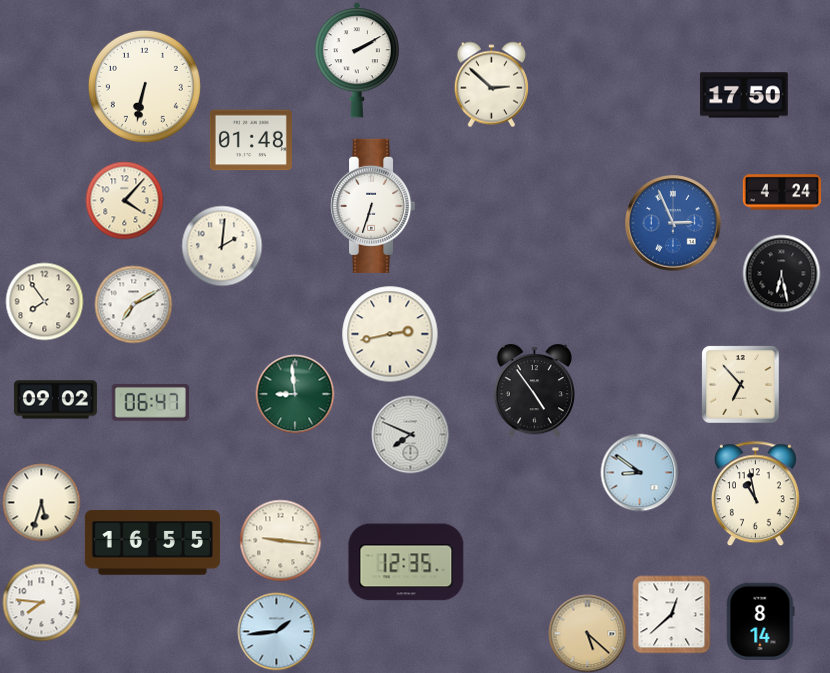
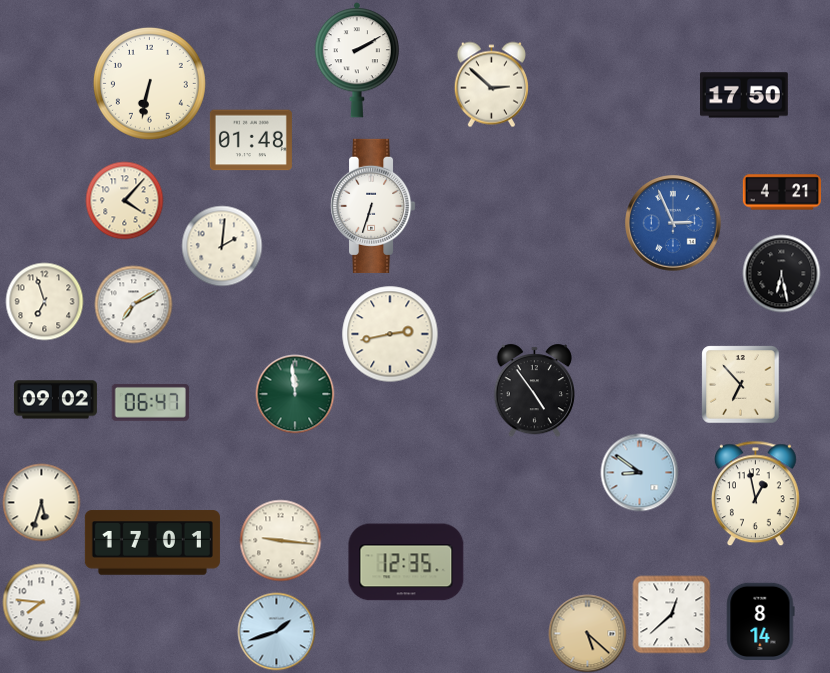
clock at (144, 86) position: (144, 86) -> (149, 83)
clock at (781, 192): 4:24 -> 4:21
clock at (44, 301): 7:54 -> 6:57
clock at (295, 394): 8:59 -> 11:59
clock at (410, 434): 7:49 -> none
clock at (755, 493): 10:58 -> 12:58
clock at (152, 543): 16:55 -> 17:01
clock at (276, 631): 1:44 -> 1:42
